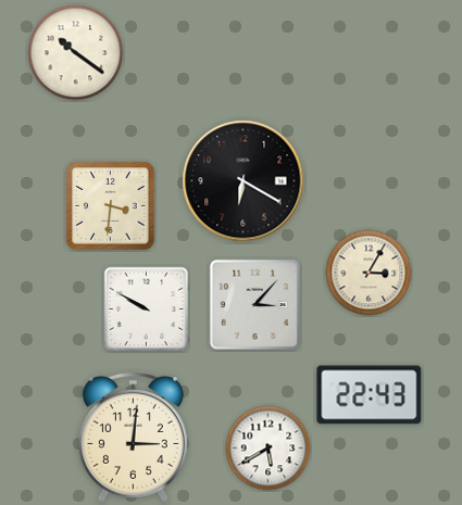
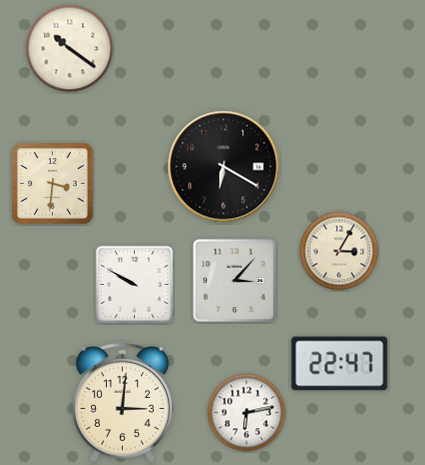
clock at (111, 206) position: (111, 206) -> (53, 184)
clock at (370, 395): 22:43 -> 22:47
clock at (269, 449): 5:40 -> 6:13
